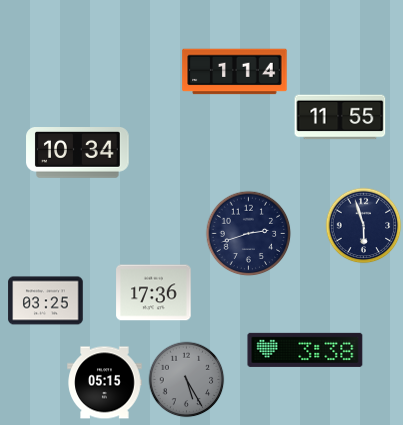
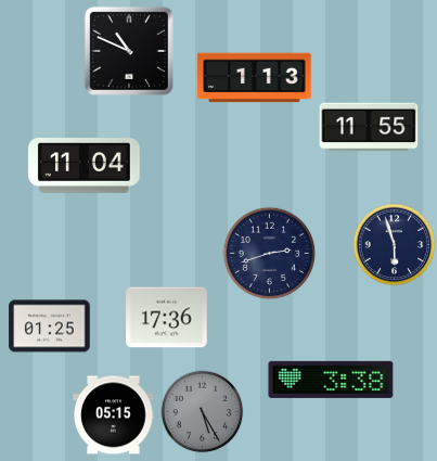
clock at (129, 51): none -> 10:49
clock at (235, 72): 1:14 -> 1:13
clock at (78, 153): 10:34 -> 11:04
clock at (46, 301): 03:25 -> 01:25
